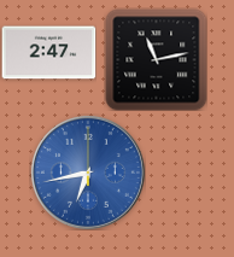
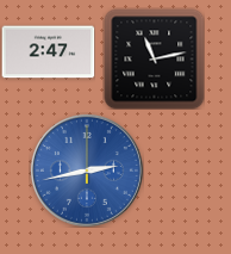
clock at (88, 173): 6:43 -> 2:43
